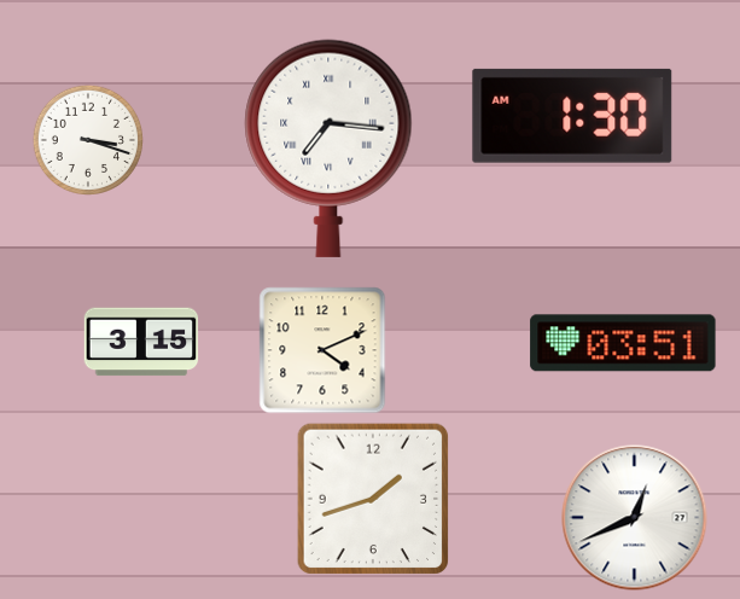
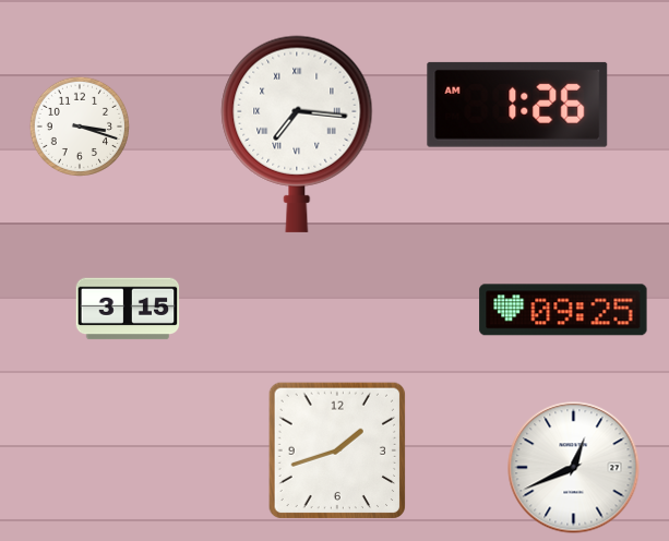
clock at (572, 116): 1:30 -> 1:26
clock at (623, 343): 03:51 -> 09:25
clock at (322, 350): 4:11 -> none
